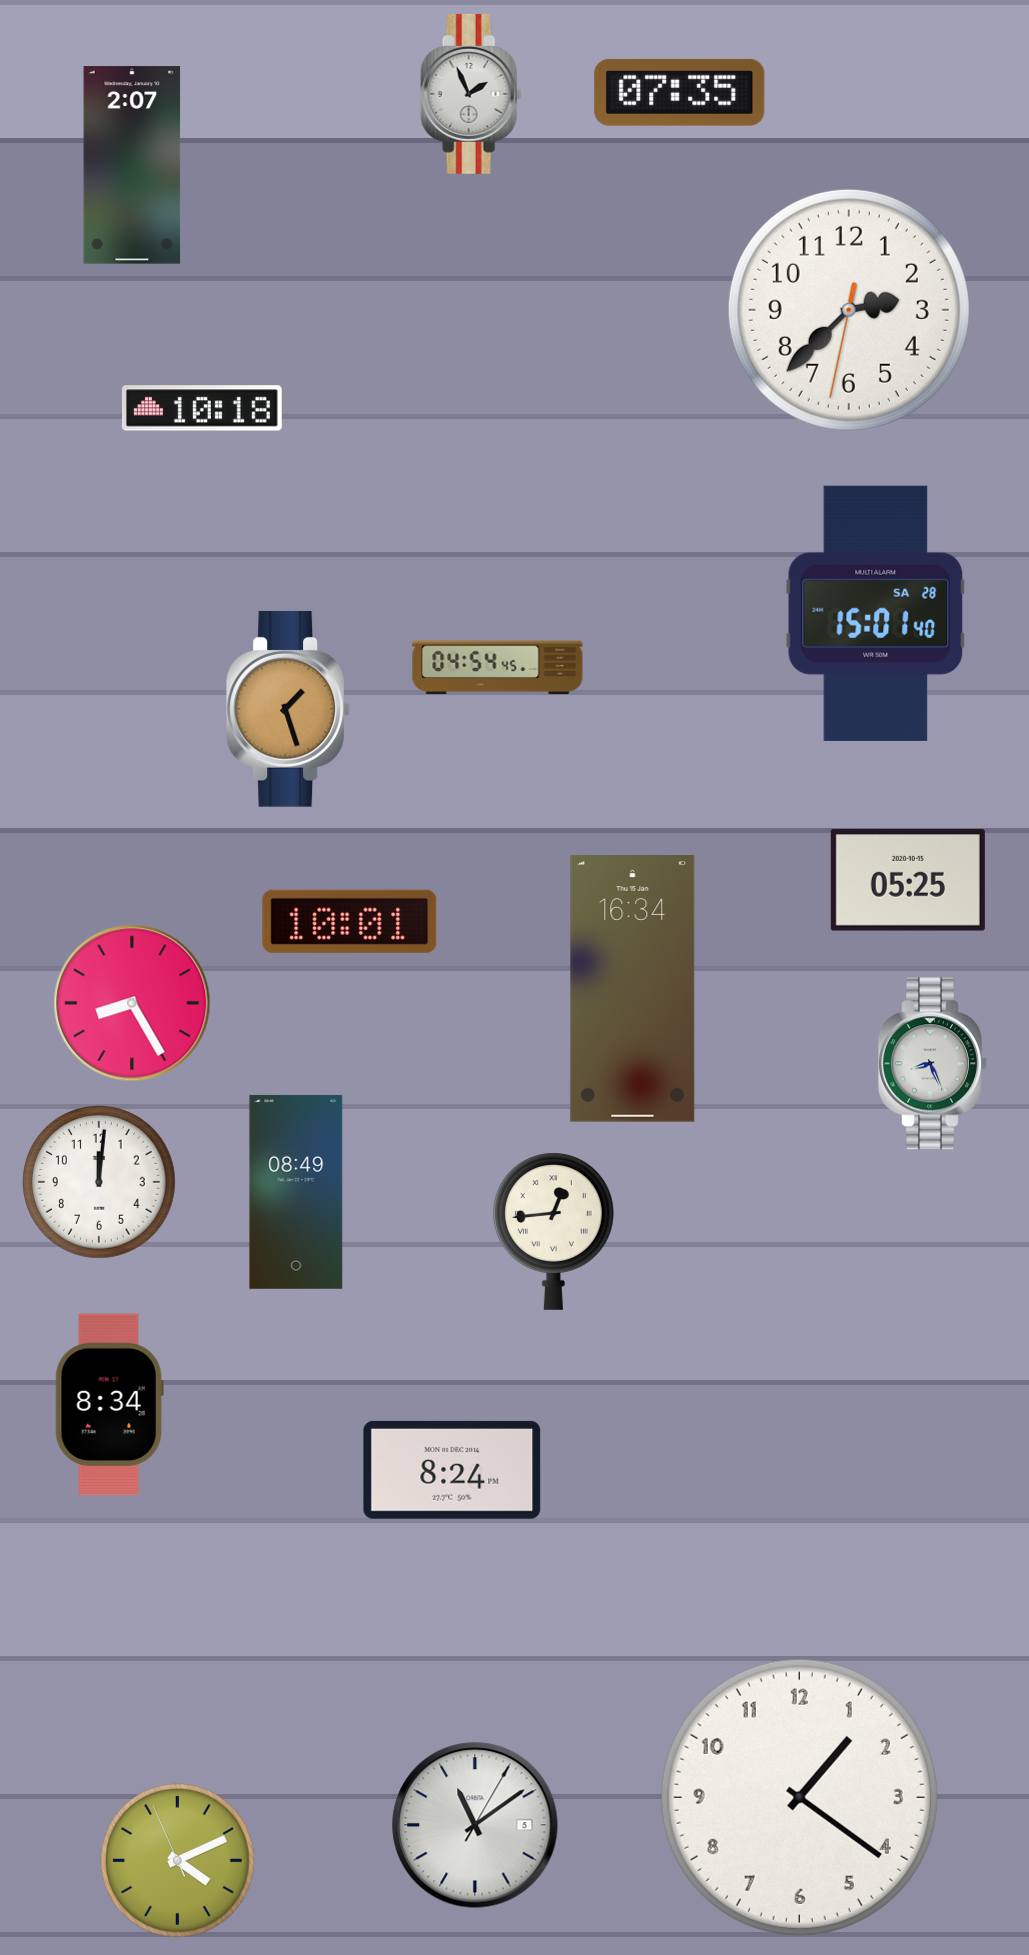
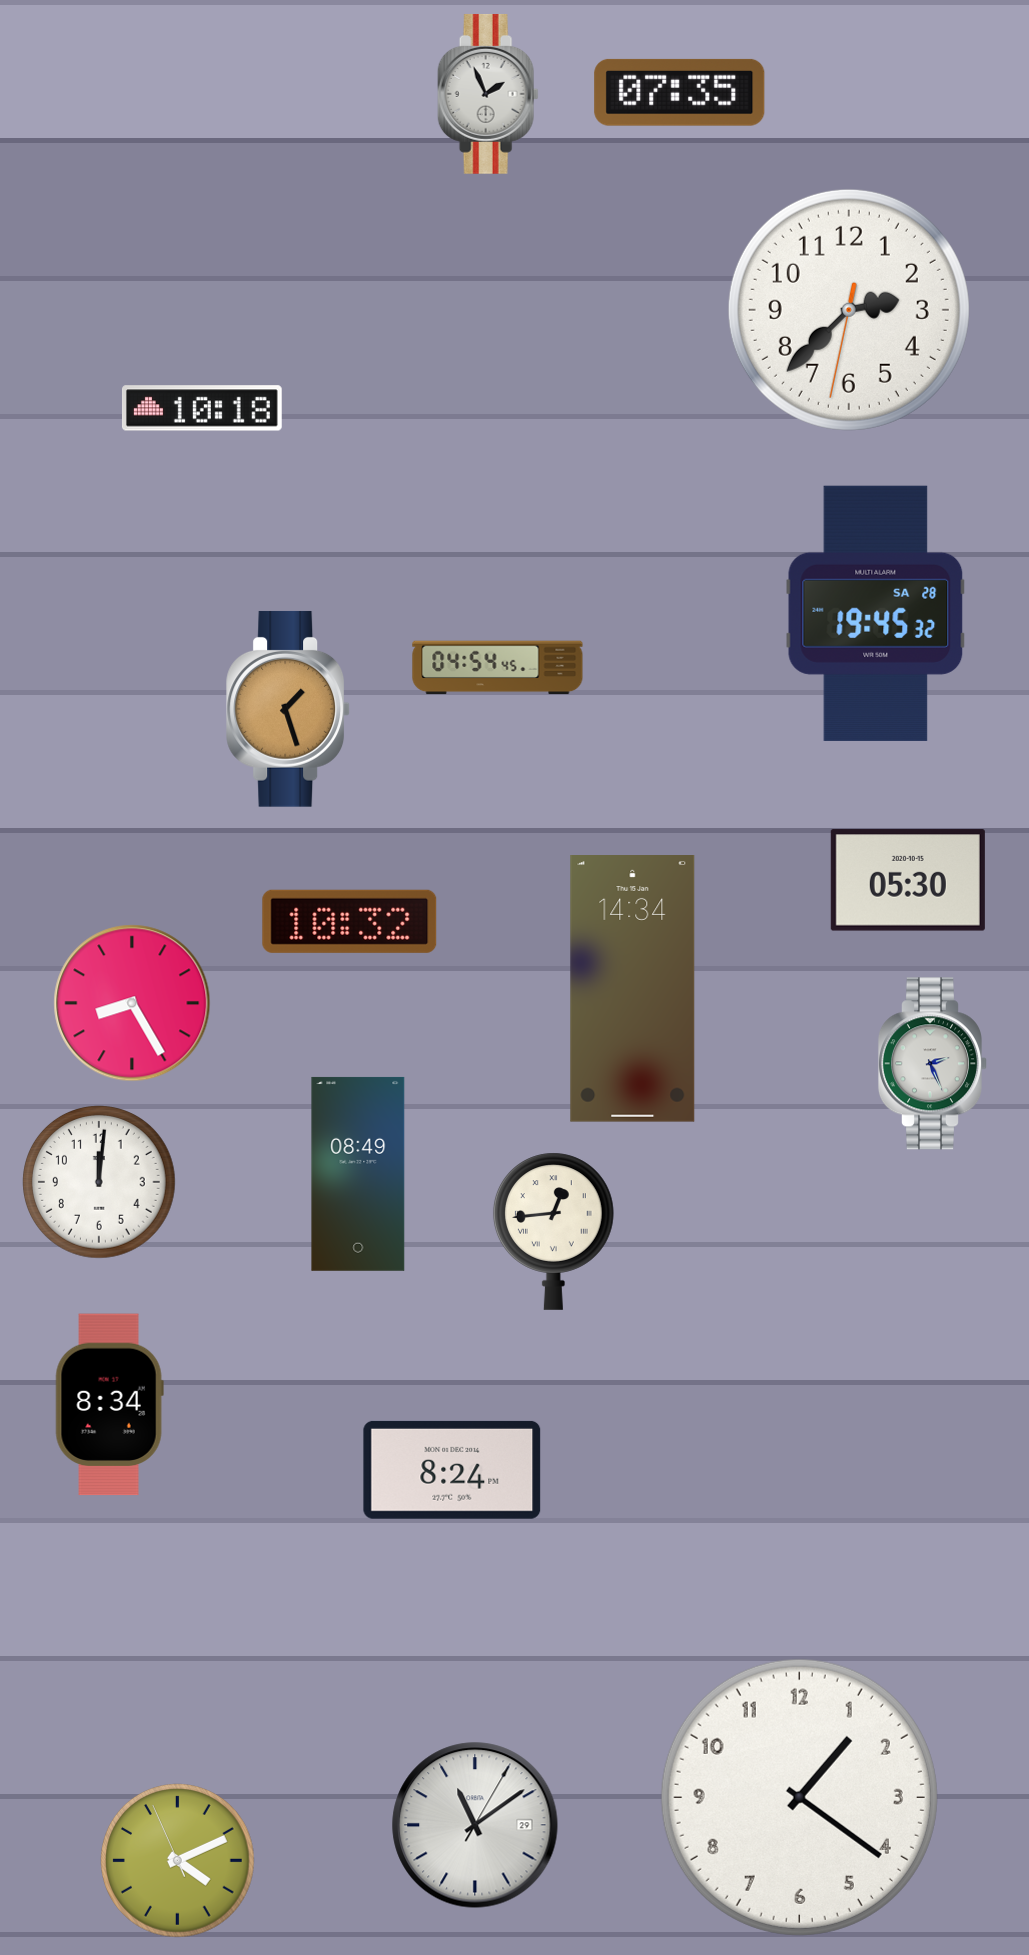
clock at (471, 94) position: (471, 94) -> (488, 94)
clock at (132, 165): 2:07 -> none
clock at (876, 613): 15:01 -> 19:45
clock at (908, 880): 05:25 -> 05:30
clock at (350, 921): 10:01 -> 10:32
clock at (633, 989): 16:34 -> 14:34
clock at (932, 1064): 8:26 -> 2:26
clock at (296, 1192) position: (296, 1192) -> (358, 1174)
clock at (475, 1825) date: 5 -> 29
